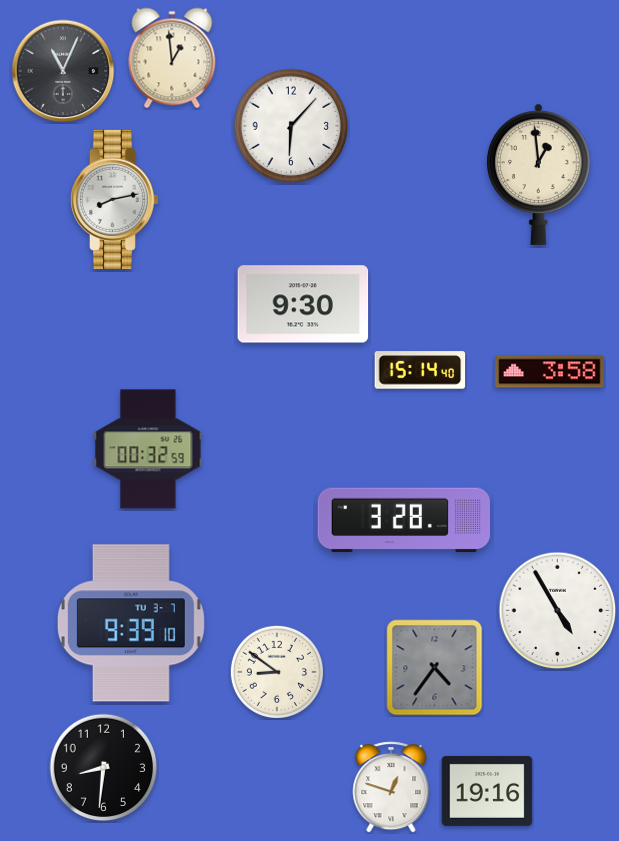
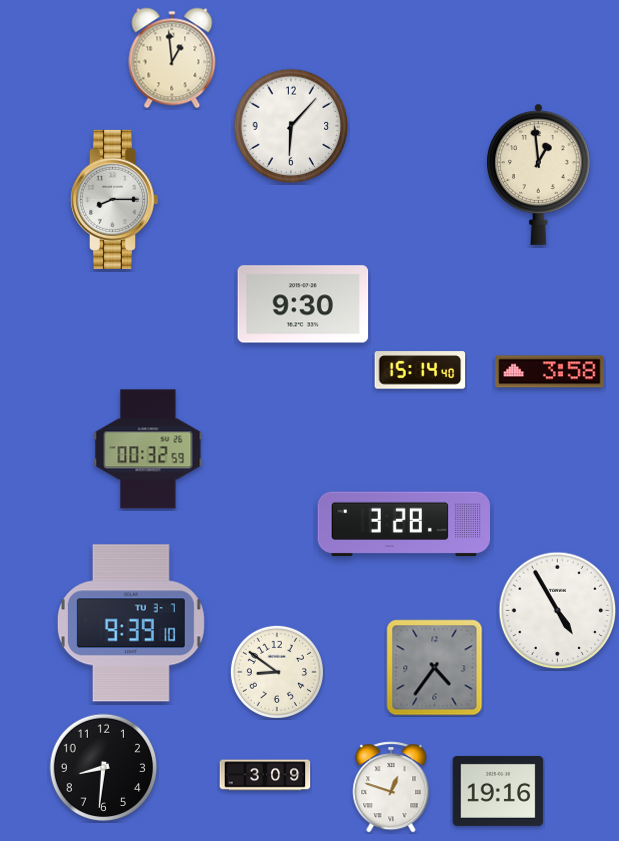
clock at (63, 71): 11:04 -> none
clock at (114, 199): 8:13 -> 8:15
clock at (403, 520) position: (403, 520) -> (403, 524)
clock at (265, 775): none -> 3:09
clock at (487, 791) position: (487, 791) -> (498, 791)
